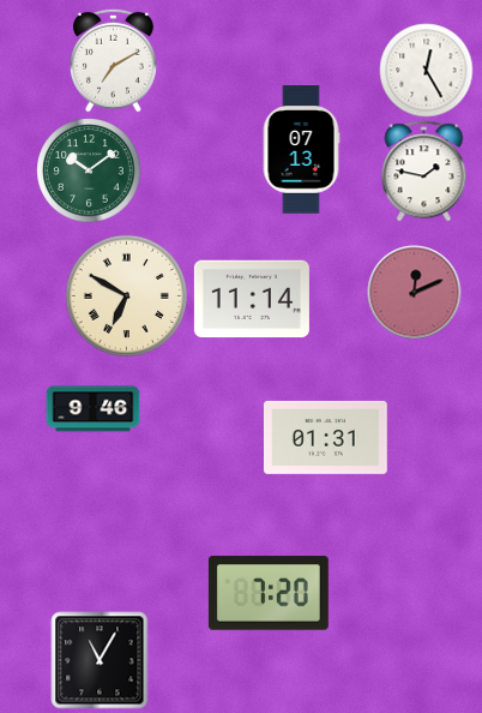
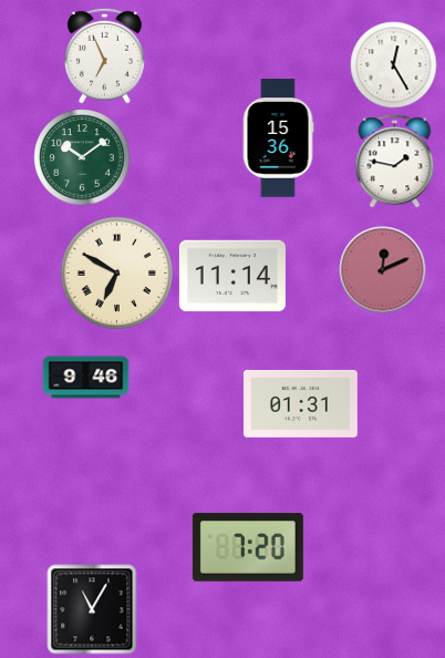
clock at (114, 60): 7:10 -> 6:56
clock at (301, 150): 07:13 -> 15:36
clock at (424, 170) position: (424, 170) -> (395, 161)
